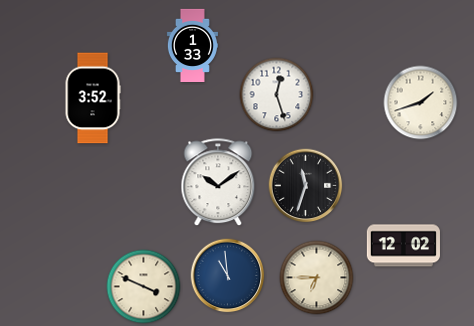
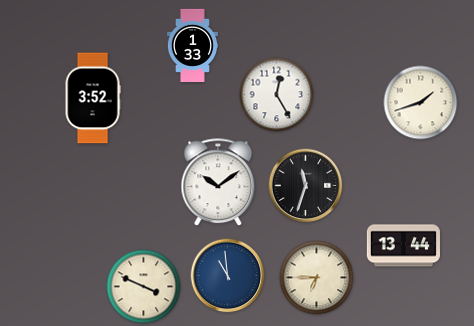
clock at (277, 95): 12:27 -> 12:25
clock at (403, 246): 12:02 -> 13:44
